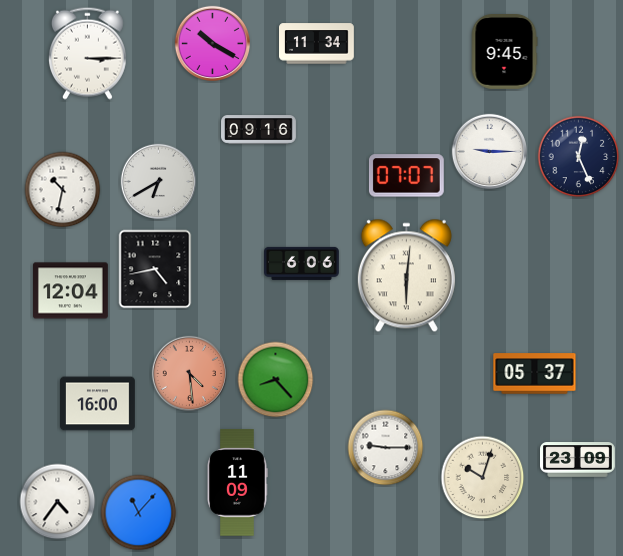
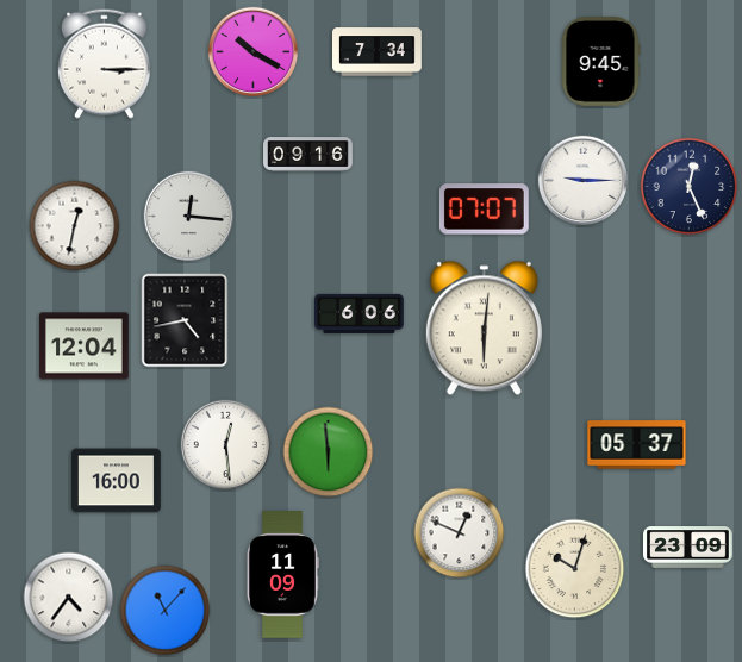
clock at (317, 44): 11:34 -> 7:34
clock at (158, 181): 6:40 -> 12:16
clock at (63, 190): 10:32 -> 12:32
clock at (189, 373): 4:29 -> 12:29
clock at (189, 373) dial: salmon -> white
clock at (276, 380): 8:23 -> 5:59
clock at (386, 448): 9:15 -> 12:49
